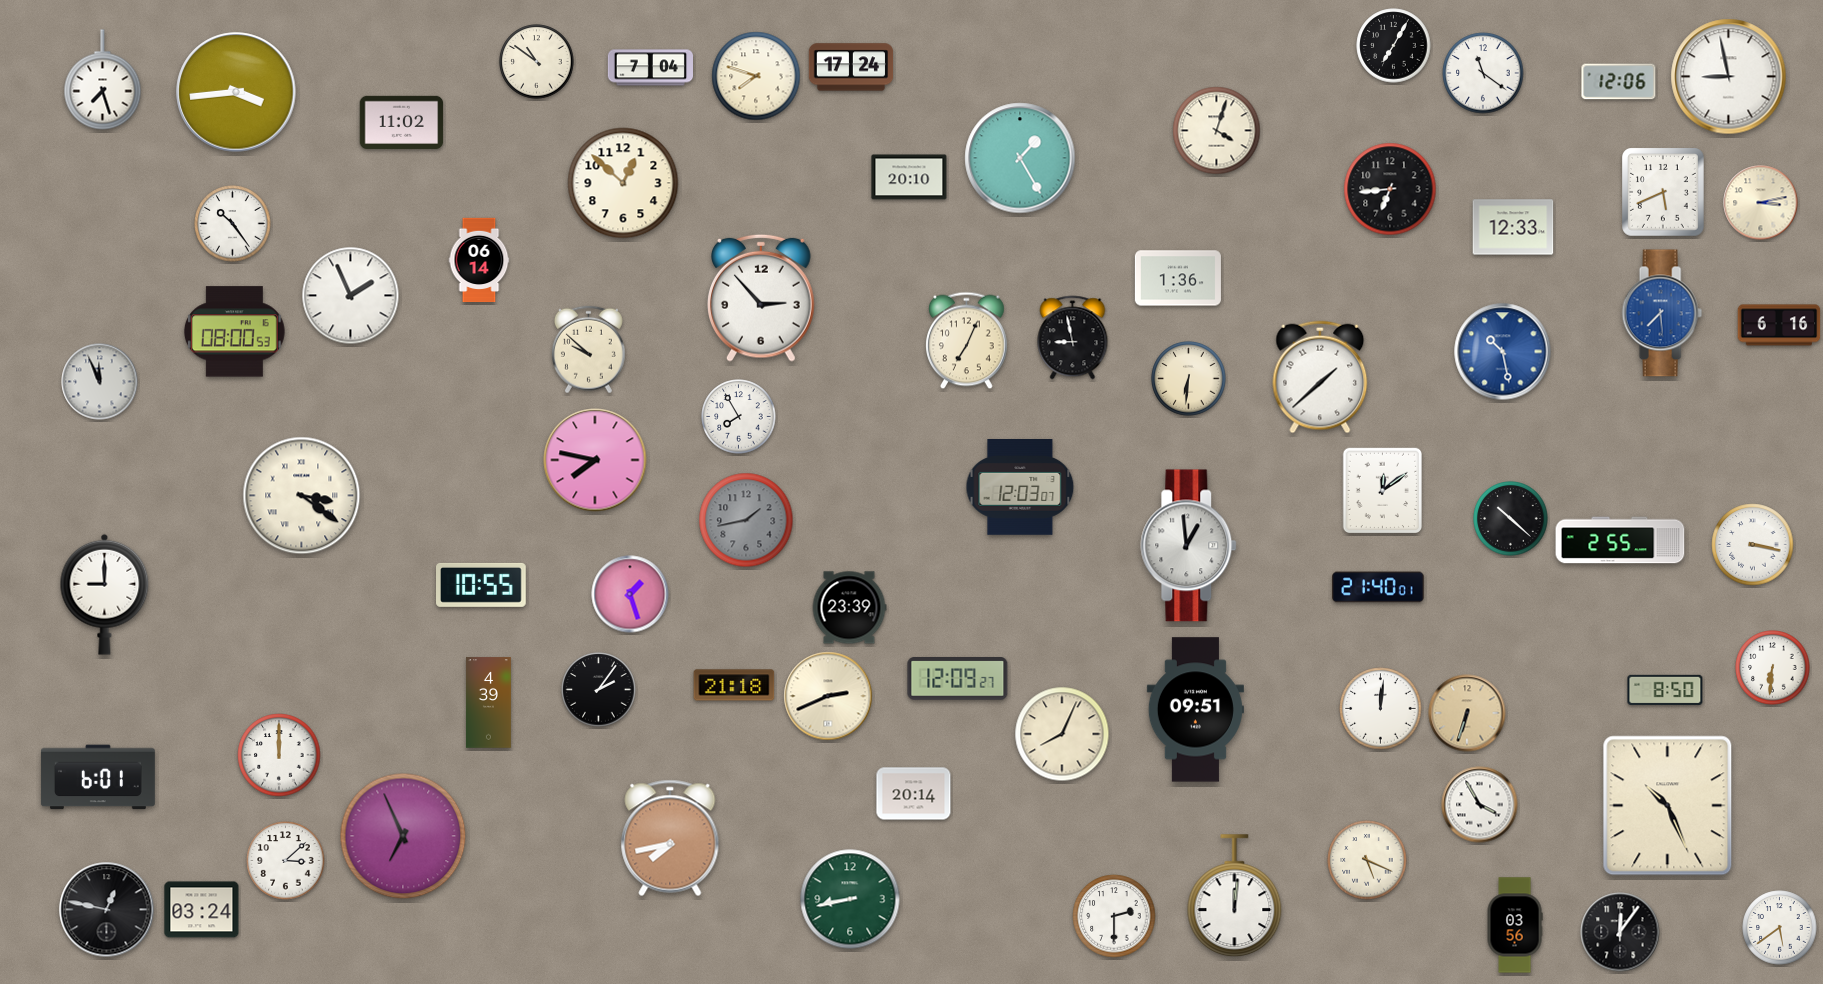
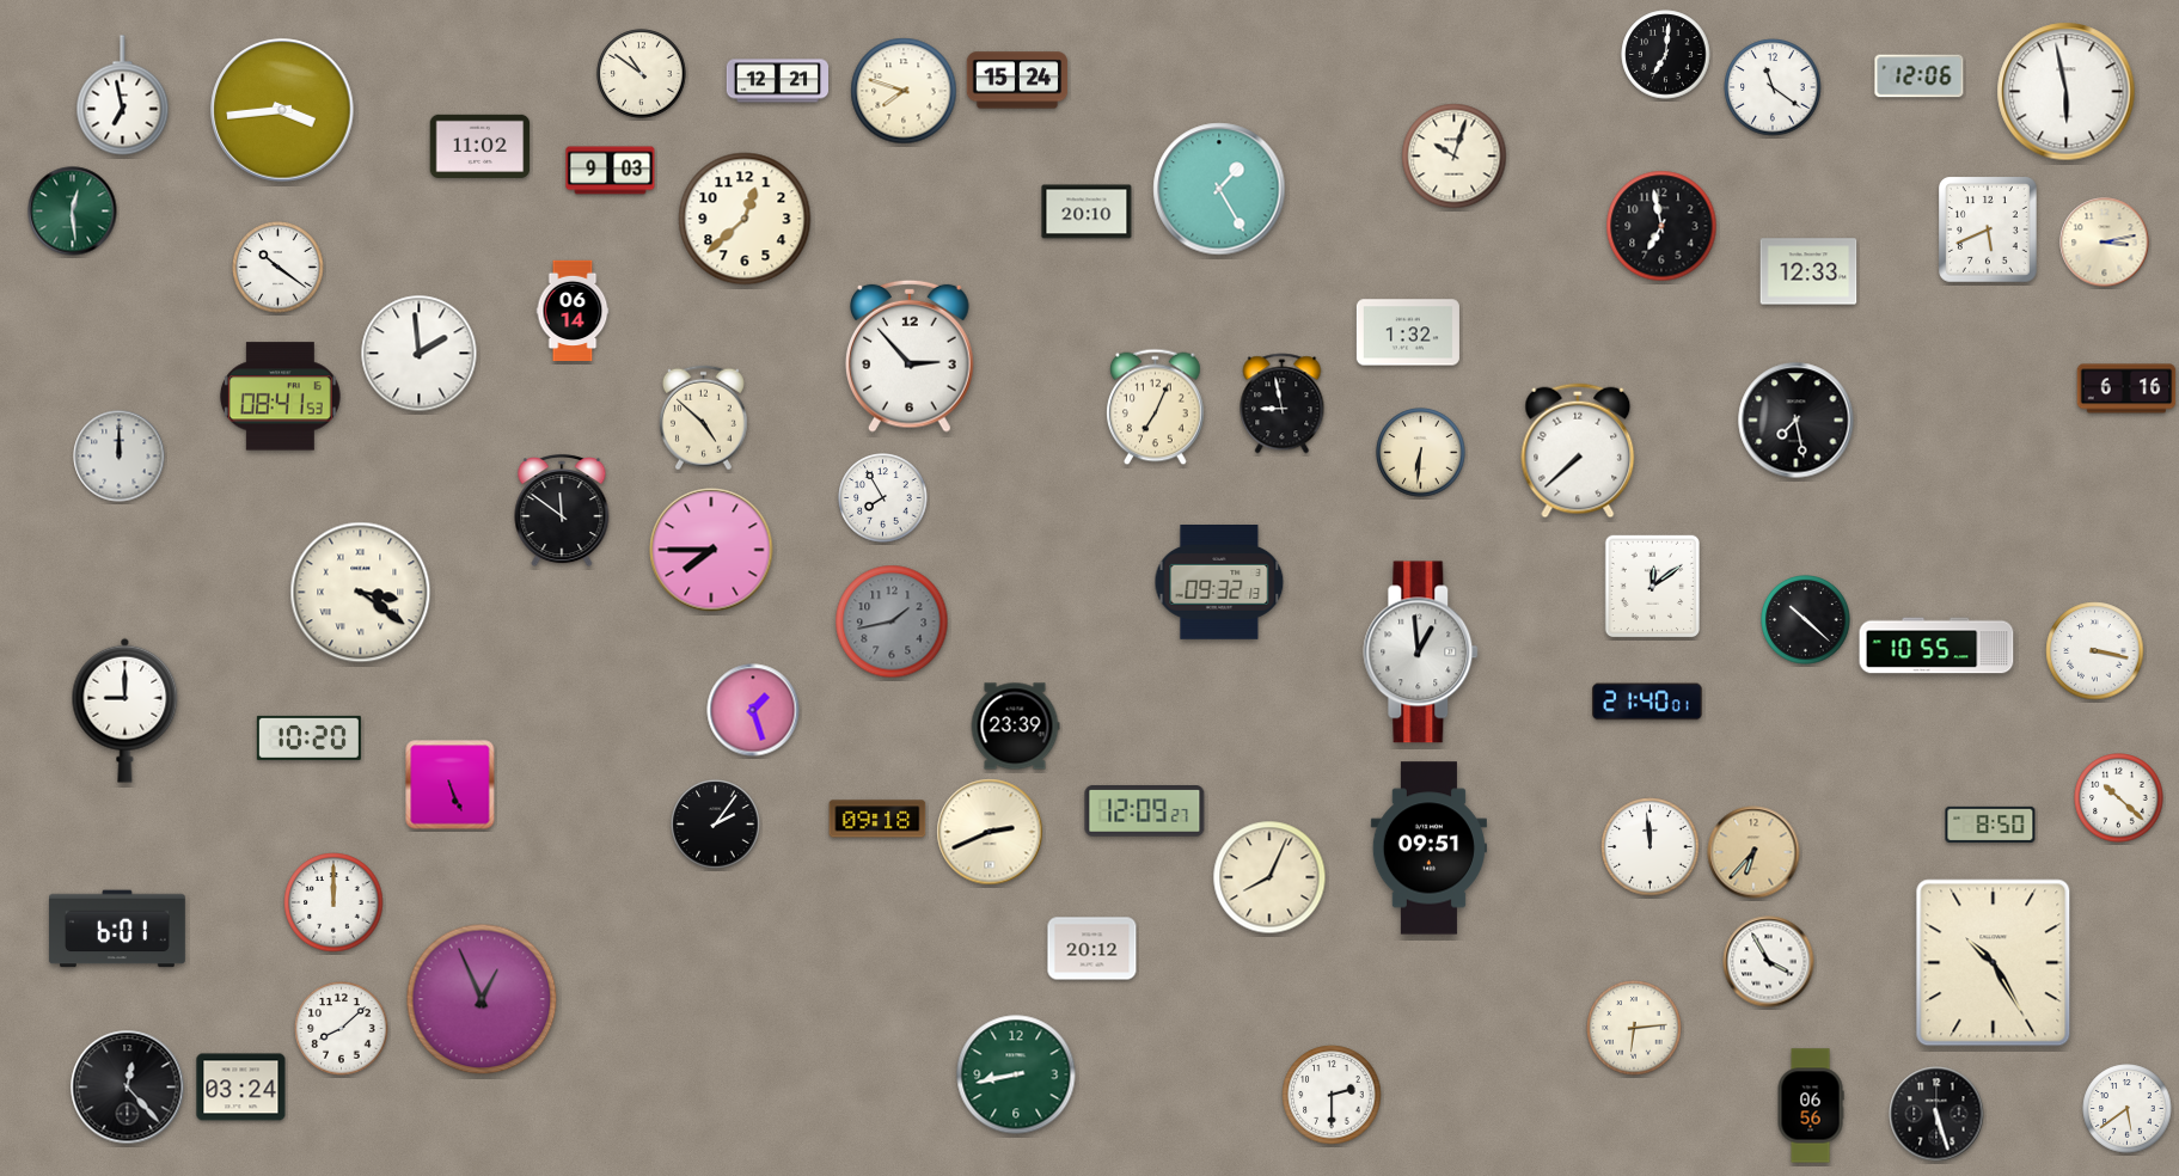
clock at (1394, 46): 7:05 -> 7:01
clock at (851, 67): 17:24 -> 15:24
clock at (650, 68): 7:04 -> 12:21
clock at (1729, 77): 8:58 -> 5:58
clock at (103, 80): 7:27 -> 6:58
clock at (1619, 82) position: (1619, 82) -> (1920, 76)
clock at (1217, 131): 4:03 -> 10:03
clock at (611, 171): none -> 9:03
clock at (73, 212): none -> 12:29
clock at (623, 183): 12:52 -> 12:38
clock at (1390, 189): 6:44 -> 6:58
clock at (233, 224): 10:24 -> 10:21
clock at (1178, 278): 1:36 -> 1:32
clock at (351, 296): 1:56 -> 1:59
clock at (1662, 313): 7:29 -> none
clock at (234, 332): 08:00 -> 08:41
clock at (588, 350): 9:52 -> 4:52
clock at (1503, 352): 10:28 -> 7:28
clock at (1503, 352) dial: blue -> black
clock at (1320, 377): 1:38 -> 7:38
clock at (100, 382): 11:56 -> 12:00
clock at (562, 512): none -> 11:51
clock at (595, 460): 7:47 -> 7:45
clock at (1020, 487): 12:03 -> 09:32
clock at (1620, 540): 2:55 -> 10:55
clock at (482, 585): 10:55 -> none
clock at (308, 737): none -> 10:20
clock at (451, 785): none -> 5:26
clock at (1773, 668): 6:31 -> 10:22
clock at (734, 685): 21:18 -> 09:18
clock at (488, 703): 4:39 -> none
clock at (1381, 709): 12:01 -> 11:59
clock at (1467, 713): 6:33 -> 6:37
clock at (914, 794): 20:14 -> 20:12
clock at (1668, 806): 10:26 -> 10:25
clock at (403, 836): 6:56 -> 12:56
clock at (670, 838): 7:43 -> none
clock at (1367, 860): 5:19 -> 6:14
clock at (286, 861): 3:08 -> 8:08
clock at (1235, 896): 12:01 -> none
clock at (107, 910): 12:47 -> 12:23
clock at (1515, 925): 03:56 -> 06:56
clock at (1620, 932): 12:06 -> 5:27
